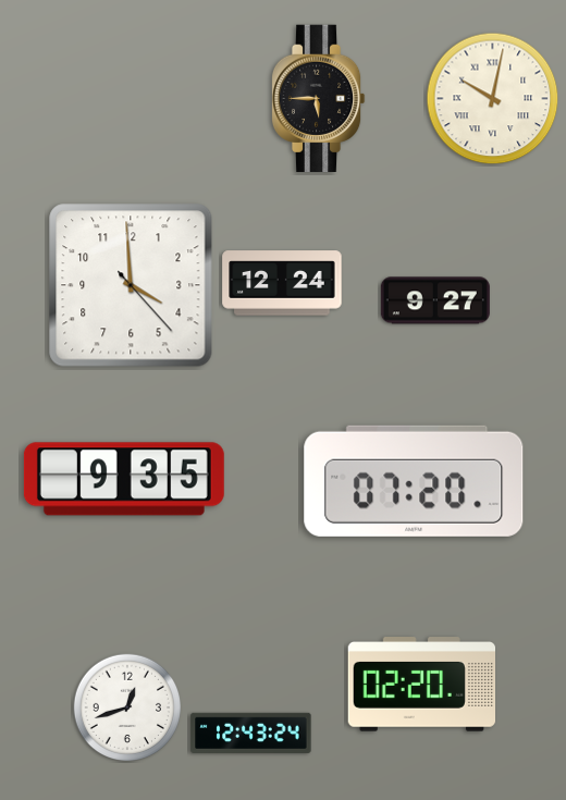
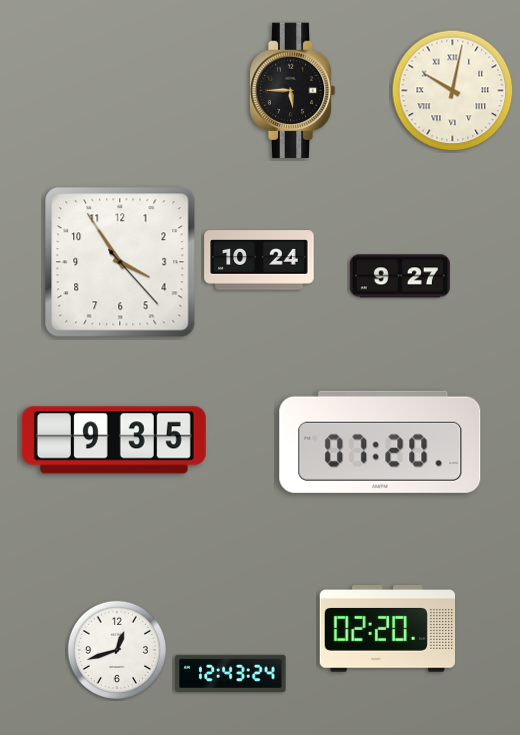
clock at (282, 283): 12:24 -> 10:24
clock at (131, 285): 3:59 -> 3:54
